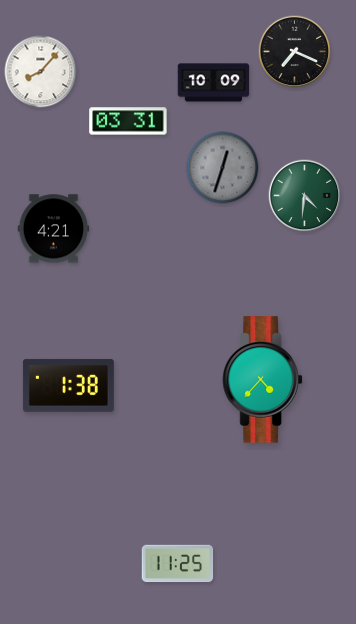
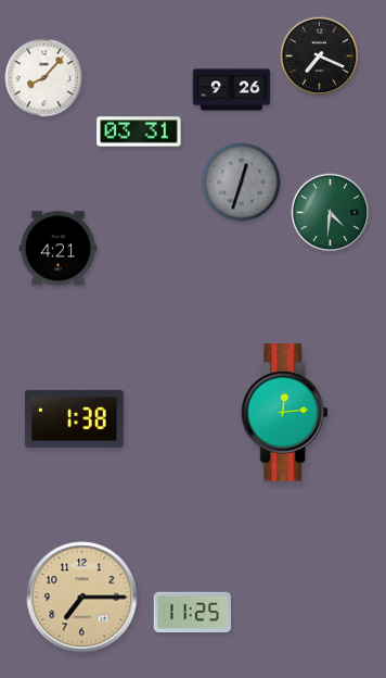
clock at (214, 83): 10:09 -> 9:26
clock at (262, 380): 4:37 -> 12:14
clock at (82, 598): none -> 7:15
